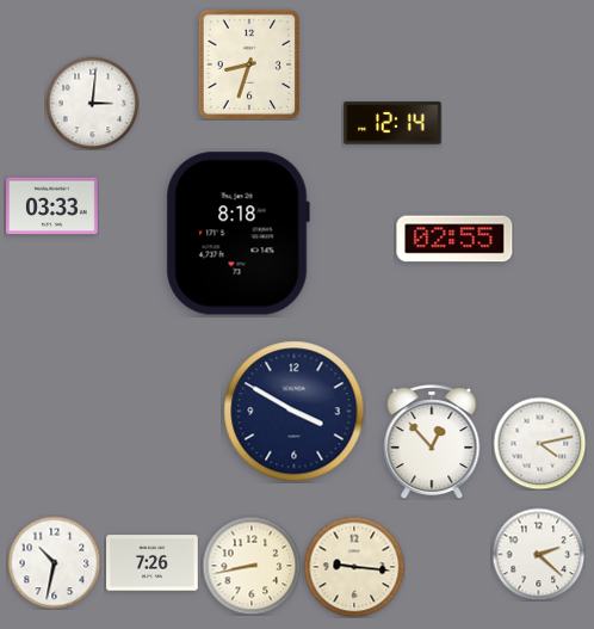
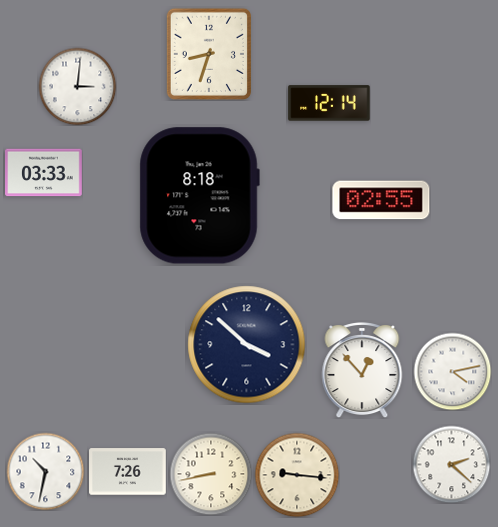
clock at (295, 412): 3:50 -> 3:52
